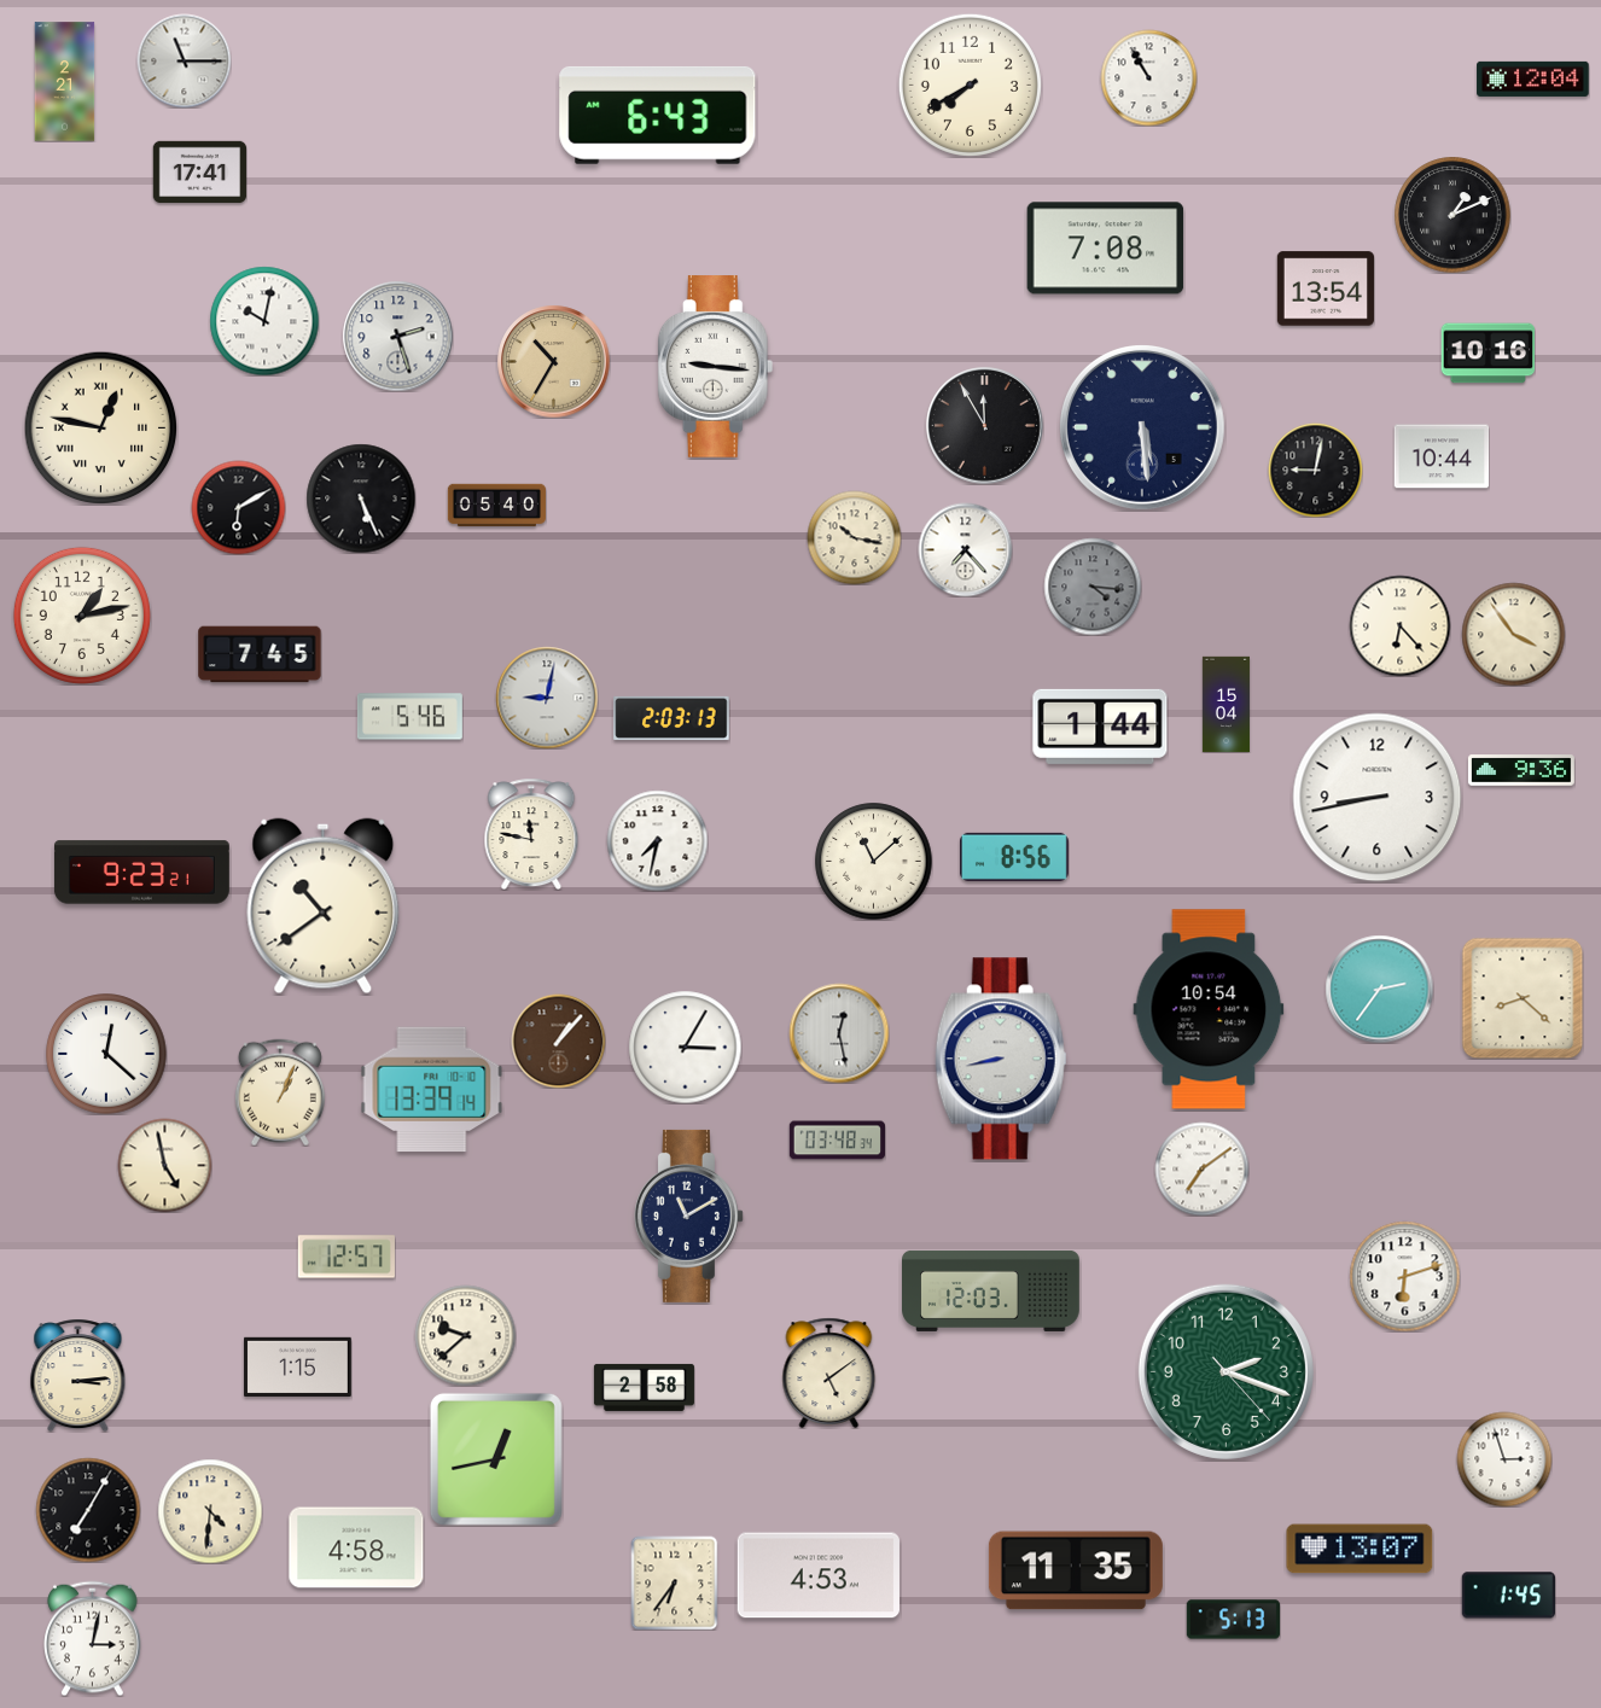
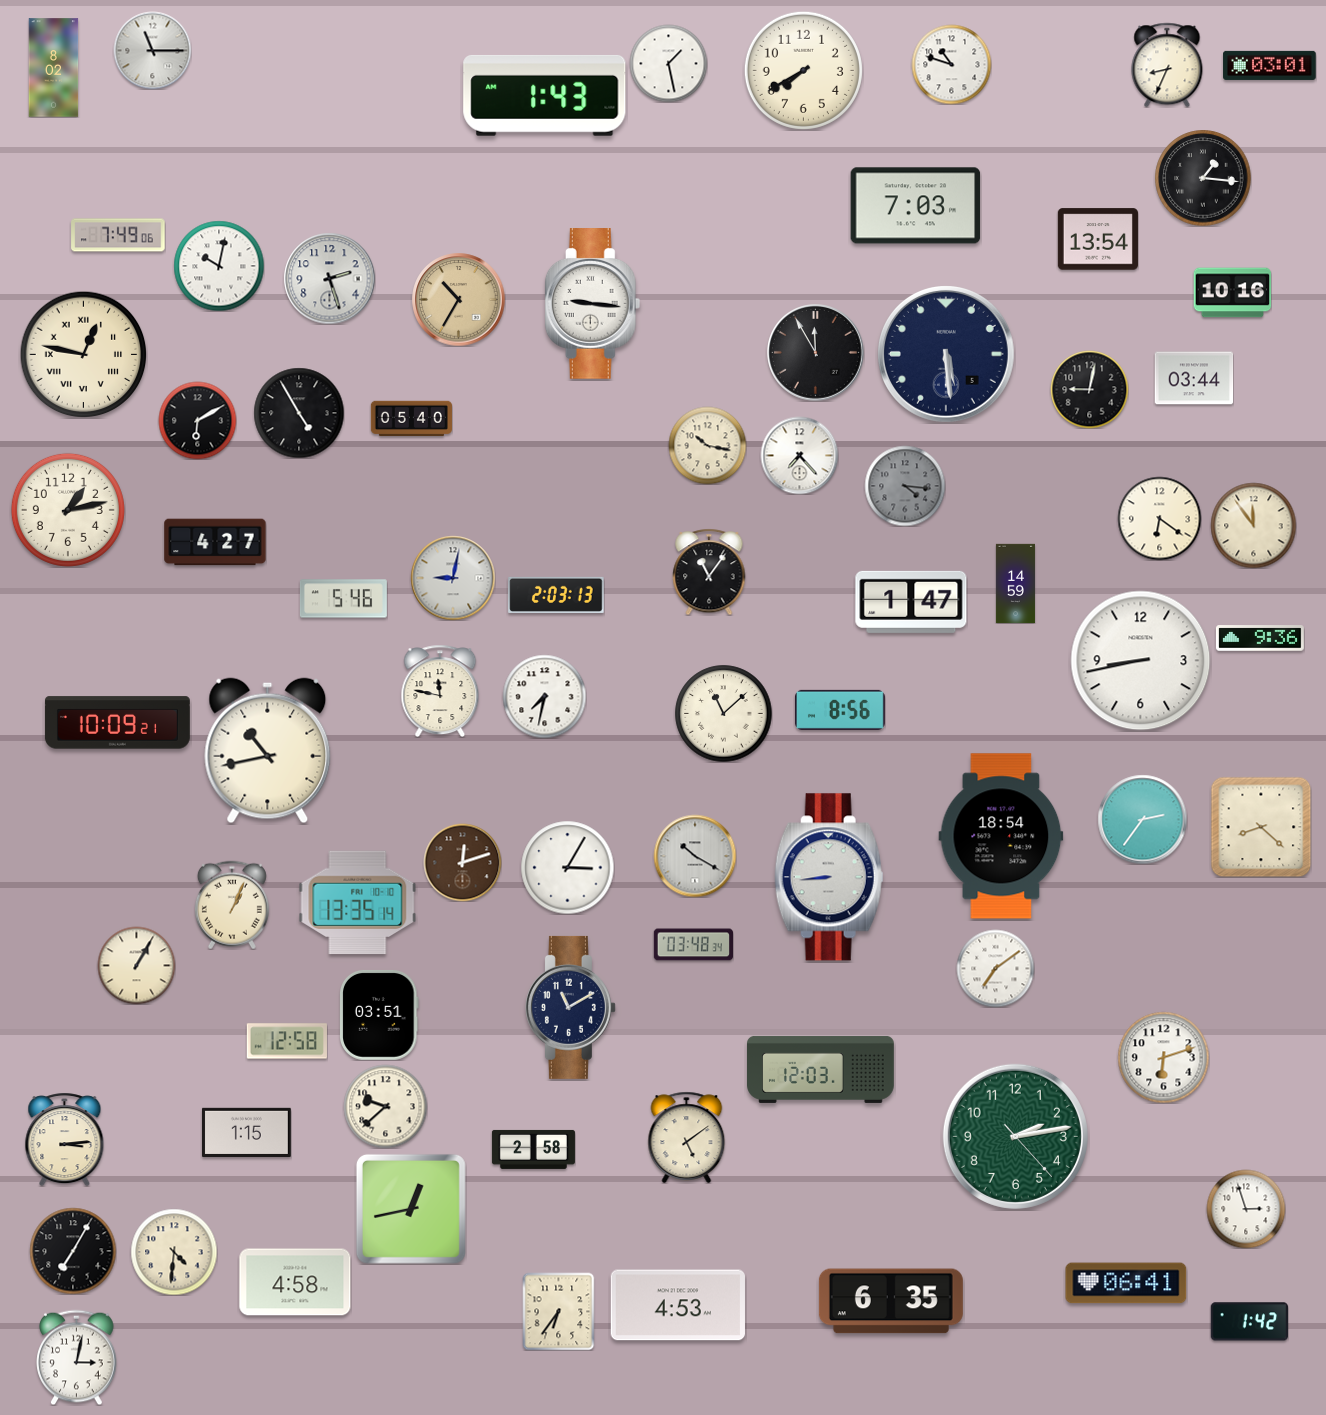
clock at (668, 63): none -> 1:28
clock at (1148, 77): 10:55 -> 10:48
clock at (1167, 65): none -> 8:34
clock at (1533, 78): 12:04 -> 03:01
clock at (65, 82): 2:21 -> 8:02
clock at (658, 115): 6:43 -> 1:43
clock at (199, 173): 17:41 -> none
clock at (1452, 215): 1:11 -> 1:16
clock at (1106, 249): 7:08 -> 7:03
clock at (118, 235): none -> 7:49
clock at (1442, 456): 10:44 -> 03:44
clock at (361, 499): 5:26 -> 4:55
clock at (1399, 625): 6:23 -> 6:21
clock at (1513, 634): 3:54 -> 11:54
clock at (260, 654): 7:45 -> 4:27
clock at (709, 572): none -> 11:06
clock at (1226, 704): 15:04 -> 14:59
clock at (409, 717) position: (409, 717) -> (343, 599)
clock at (1100, 727): 1:44 -> 1:47
clock at (141, 873): 9:23 -> 10:09
clock at (324, 907): 10:39 -> 10:43
clock at (1209, 1009): 10:54 -> 18:54
clock at (839, 1033): 12:28 -> 10:20
clock at (558, 1040): 1:07 -> 12:12
clock at (106, 1054): 12:22 -> none
clock at (1001, 1059): 8:43 -> 8:44
clock at (432, 1090): 13:39 -> 13:35
clock at (164, 1165): 4:58 -> 1:05
clock at (379, 1015): none -> 03:51
clock at (347, 1257): 12:57 -> 12:58
clock at (1226, 1371): 2:18 -> 2:13
clock at (1360, 1549): 13:07 -> 06:41
clock at (1076, 1570): 11:35 -> 6:35
clock at (1508, 1596): 1:45 -> 1:42
clock at (1233, 1620): 5:13 -> none
